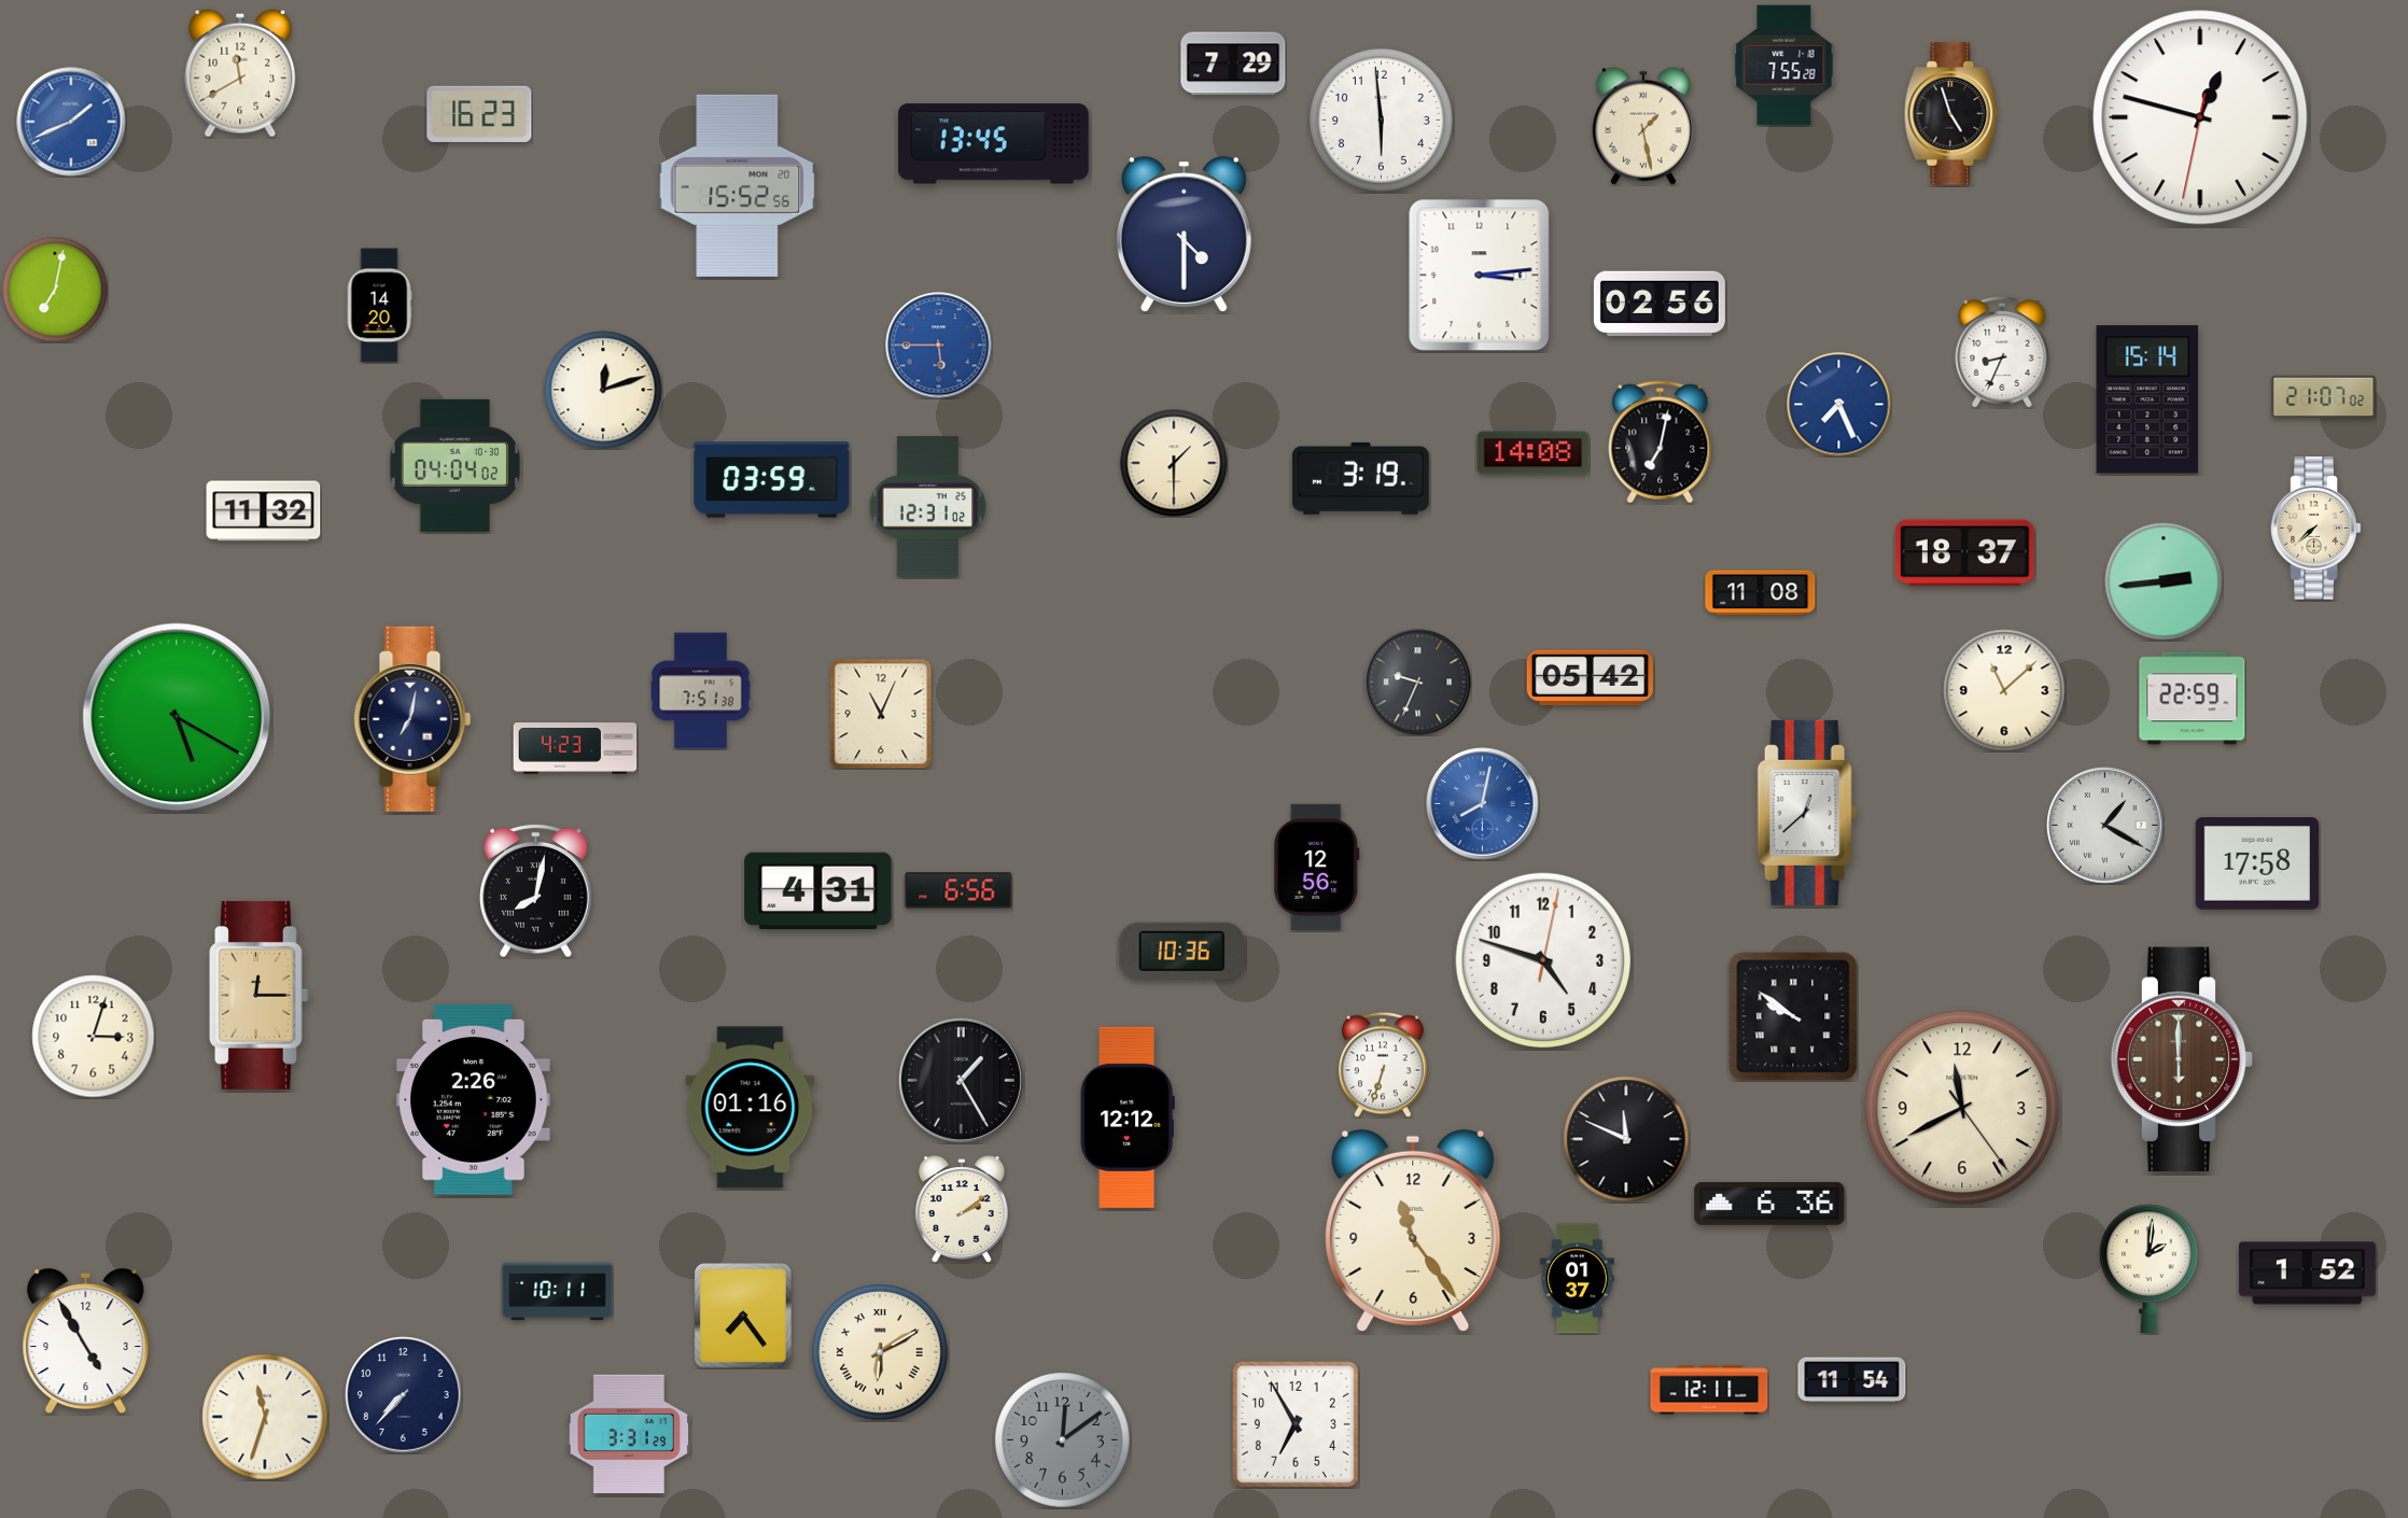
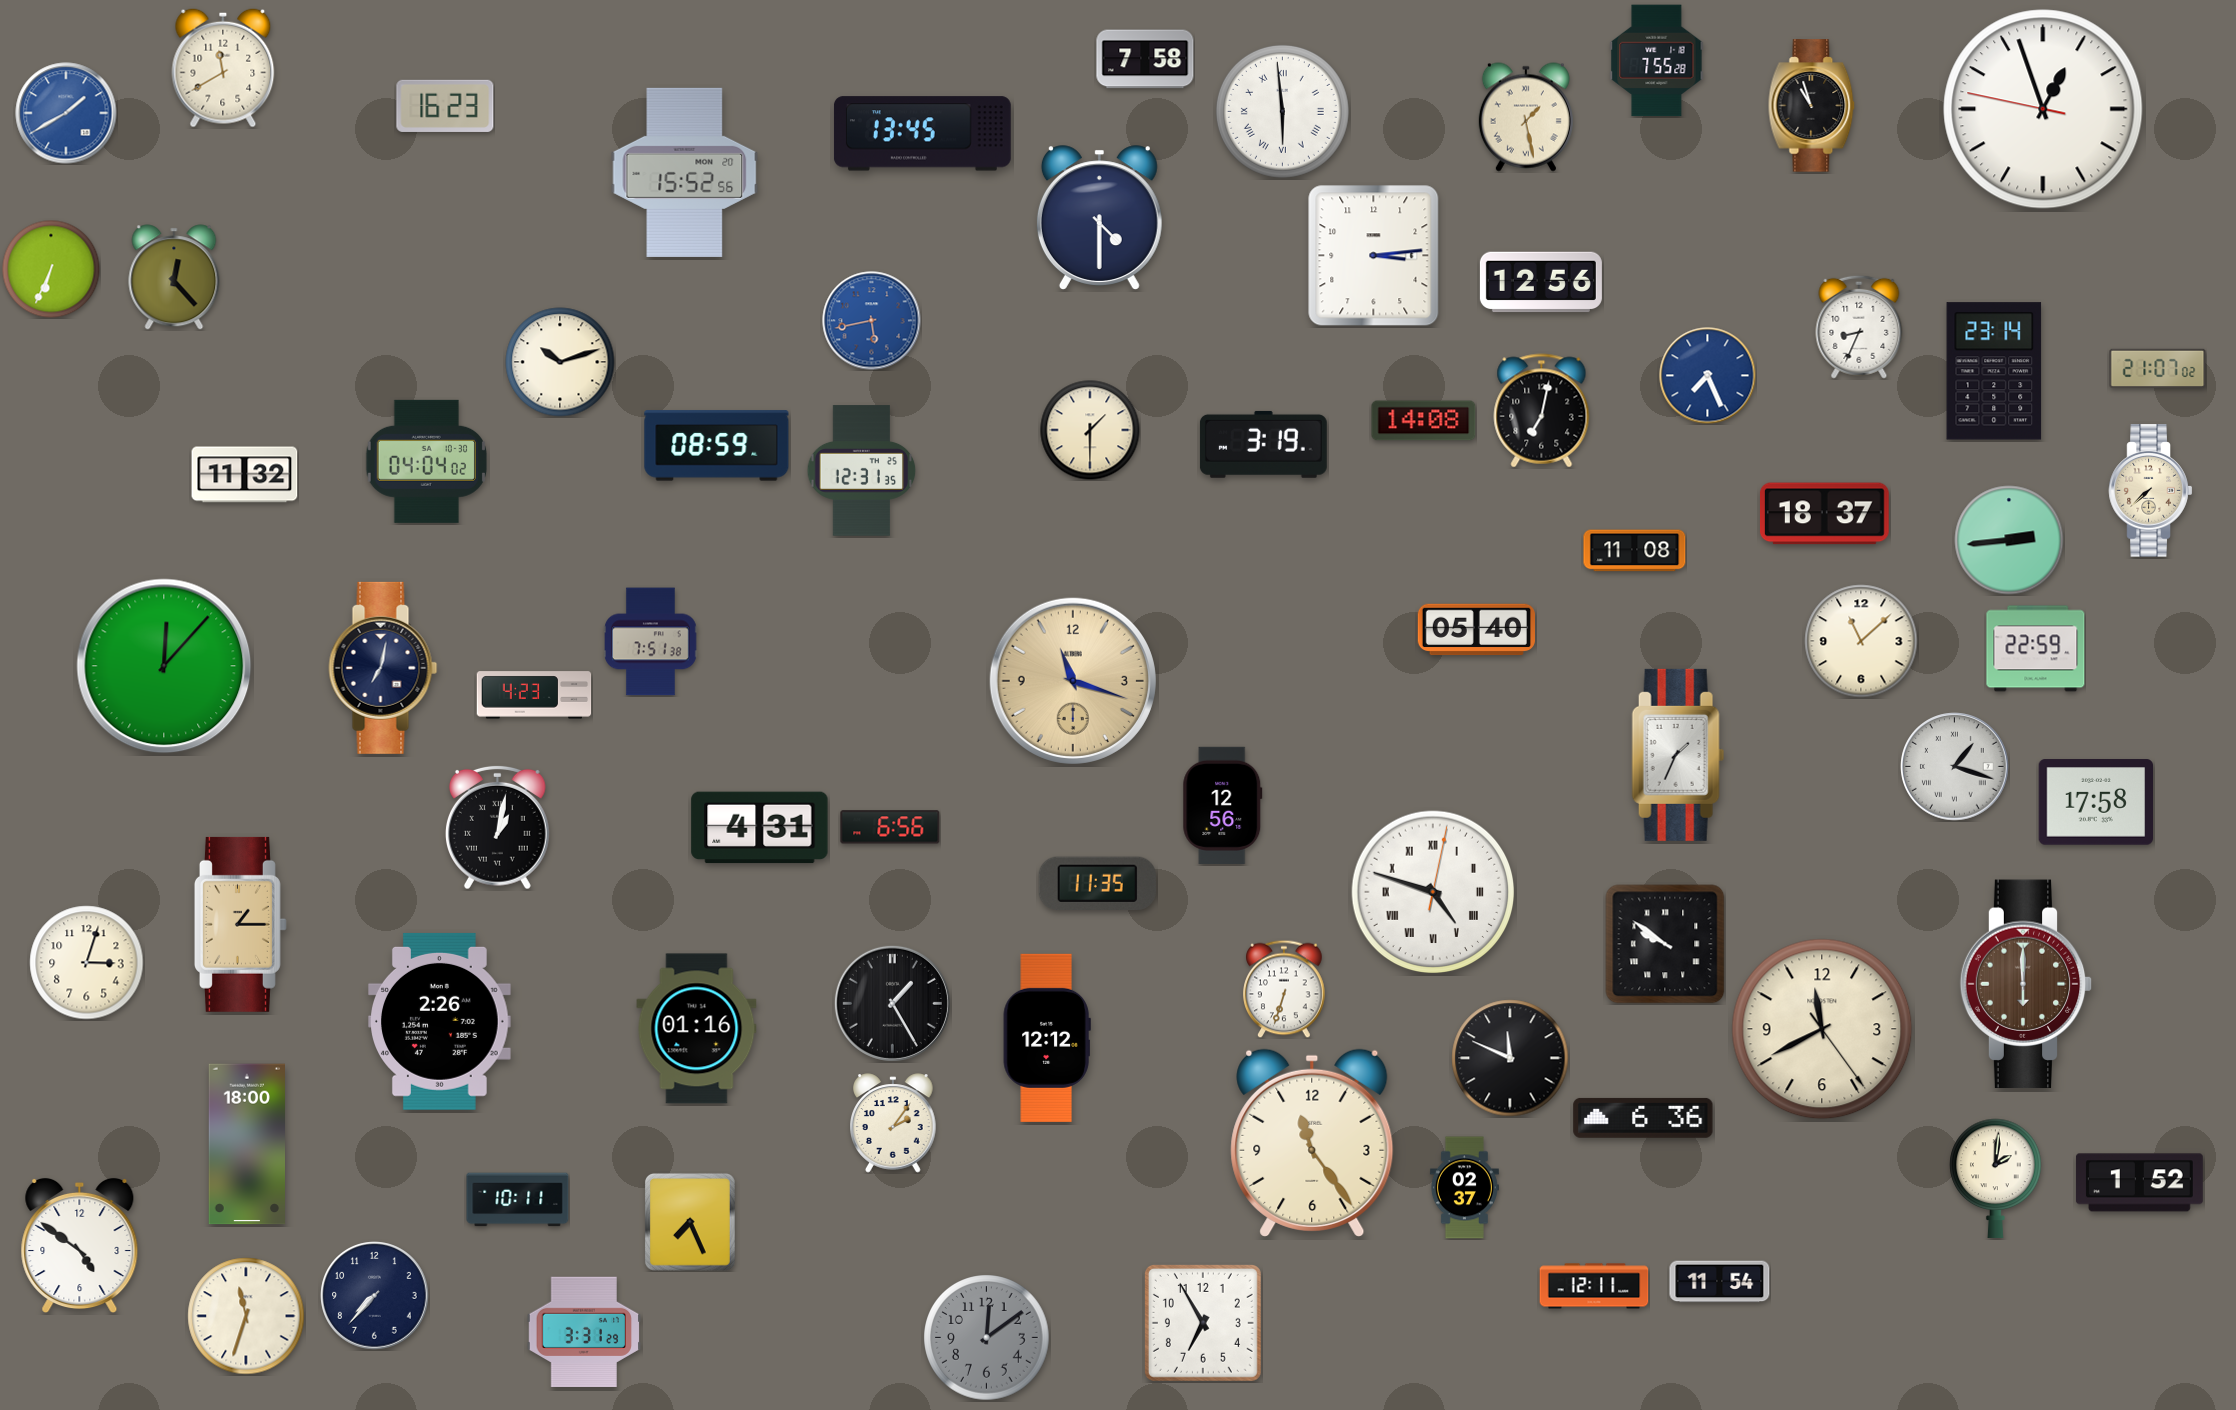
clock at (1233, 64): 7:29 -> 7:58
clock at (1951, 114): 4:57 -> 10:57
clock at (2200, 117): 12:47 -> 12:56
clock at (1381, 120) numerals: Arabic -> Roman
clock at (71, 122): 1:41 -> 1:40
clock at (55, 290): 7:02 -> 6:34
clock at (174, 277): none -> 12:23
clock at (1660, 304): 02:56 -> 12:56
clock at (379, 306): 14:20 -> none
clock at (939, 346): 5:45 -> 5:43
clock at (603, 390): 12:12 -> 10:12
clock at (2147, 399): 15:14 -> 23:14
clock at (454, 465) position: (454, 465) -> (426, 461)
clock at (772, 480): 03:59 -> 08:59
clock at (928, 507): 12:31:02 -> 12:31:35
clock at (1590, 678): 05:42 -> 05:40
clock at (1418, 683): 9:34 -> none
clock at (881, 714): 11:04 -> none
clock at (177, 717): 5:20 -> 12:07
clock at (1073, 681): none -> 11:18
clock at (1483, 804): 8:02 -> none
clock at (1807, 813): 12:38 -> 1:34
clock at (2105, 826): 1:20 -> 1:18
clock at (535, 890): 8:02 -> 1:02
clock at (1181, 951): 10:36 -> 11:35
clock at (1543, 960) numerals: Arabic -> Roman
clock at (258, 995): 12:15 -> 1:15
clock at (962, 1209): 2:09 -> 2:06
clock at (246, 1144): none -> 18:00
clock at (2307, 1274) position: (2307, 1274) -> (2139, 1183)
clock at (1577, 1279): 01:37 -> 02:37
clock at (743, 1316): 7:24 -> 7:26
clock at (86, 1341): 4:55 -> 4:51
clock at (880, 1352): 6:10 -> none
clock at (1709, 1390) position: (1709, 1390) -> (1594, 1286)
